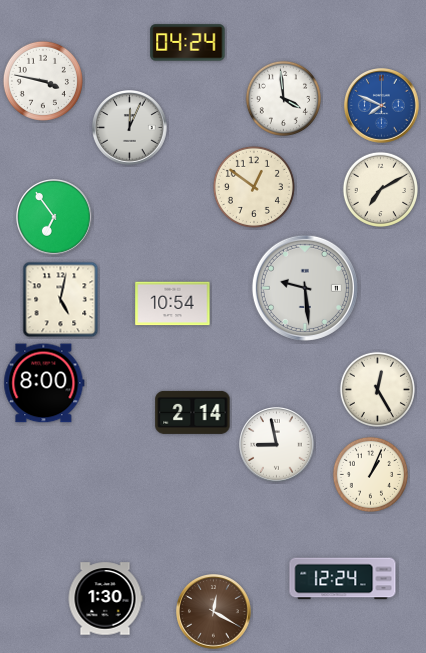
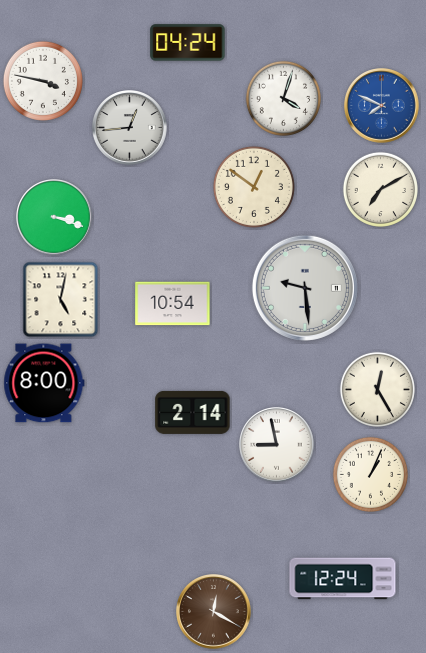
clock at (283, 98): 3:59 -> 4:03
clock at (130, 128): 12:04 -> 12:44
clock at (55, 218): 6:54 -> 3:18
clock at (105, 599): 1:30 -> none
